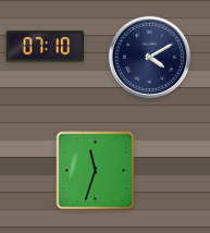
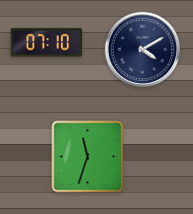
clock at (46, 47) position: (46, 47) -> (47, 43)
clock at (150, 58) position: (150, 58) -> (143, 50)
